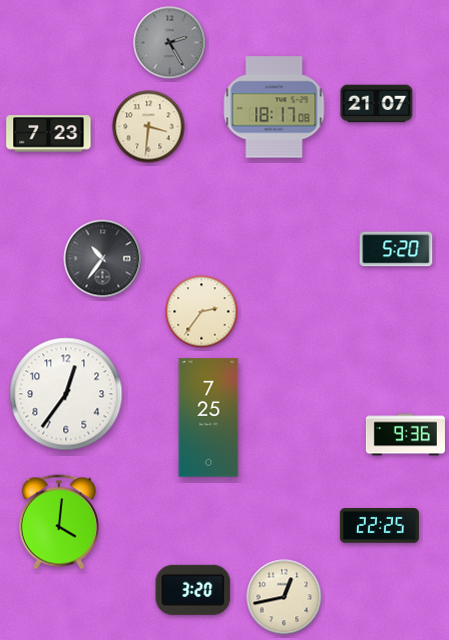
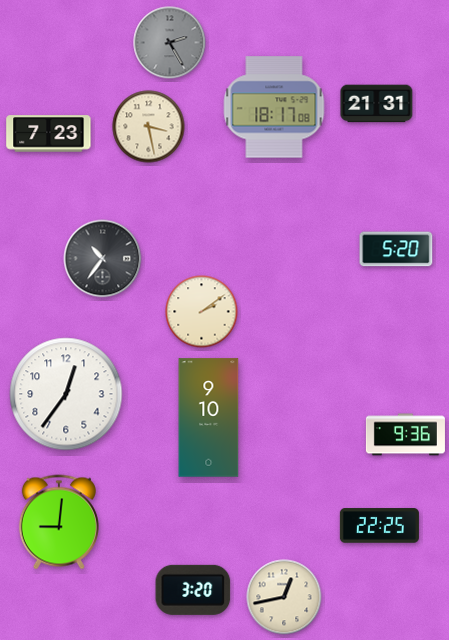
clock at (377, 104): 21:07 -> 21:31
clock at (149, 127): 3:31 -> 3:28
clock at (202, 312): 2:36 -> 2:09
clock at (209, 418): 7:25 -> 9:10
clock at (59, 522): 4:01 -> 9:01
